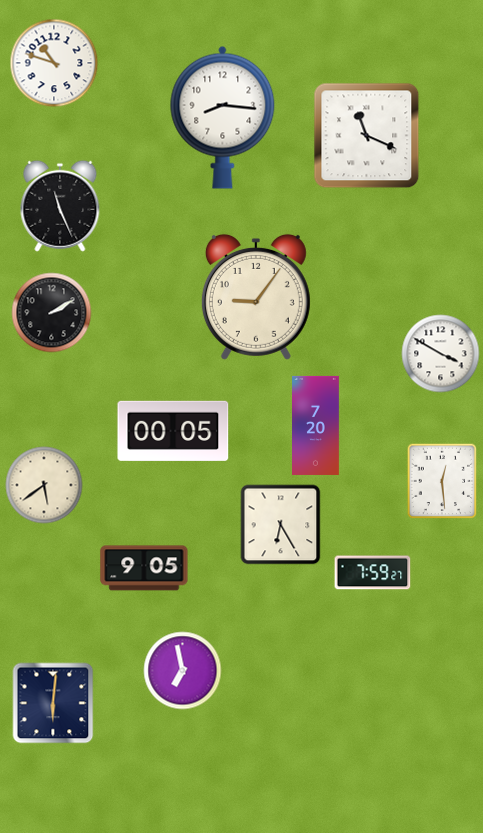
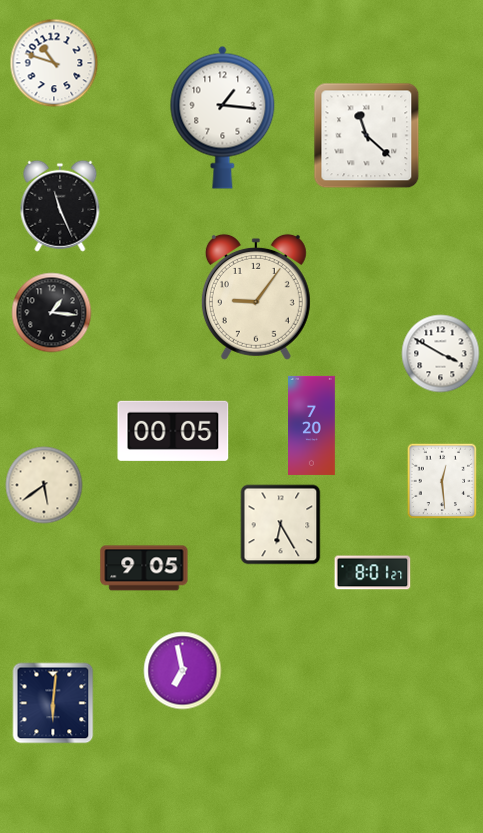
clock at (223, 117): 8:16 -> 1:16
clock at (367, 136): 11:19 -> 11:22
clock at (52, 313): 2:10 -> 1:16
clock at (316, 425) position: (316, 425) -> (312, 425)
clock at (373, 573): 7:59 -> 8:01
